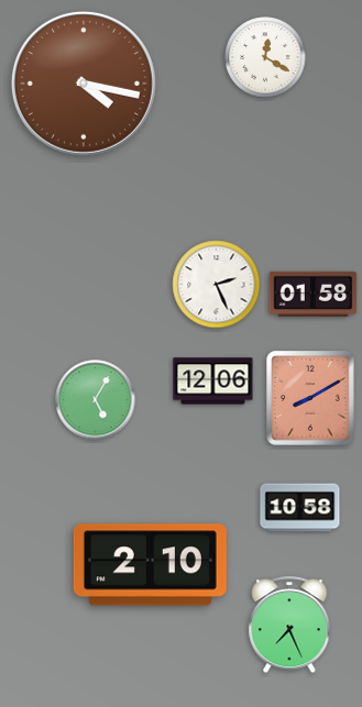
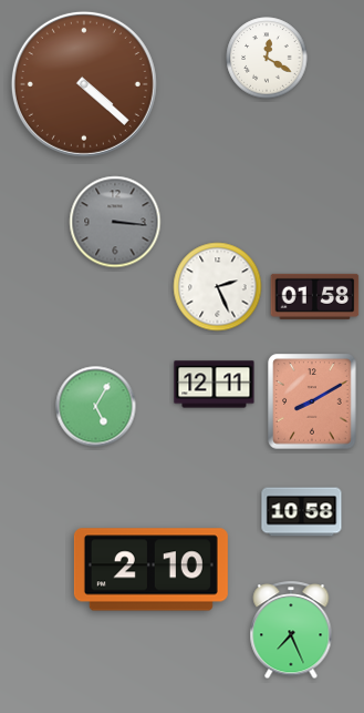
clock at (84, 84): 4:17 -> 4:22
clock at (115, 222): none -> 3:16
clock at (213, 382): 12:06 -> 12:11
clock at (96, 400) position: (96, 400) -> (96, 407)
